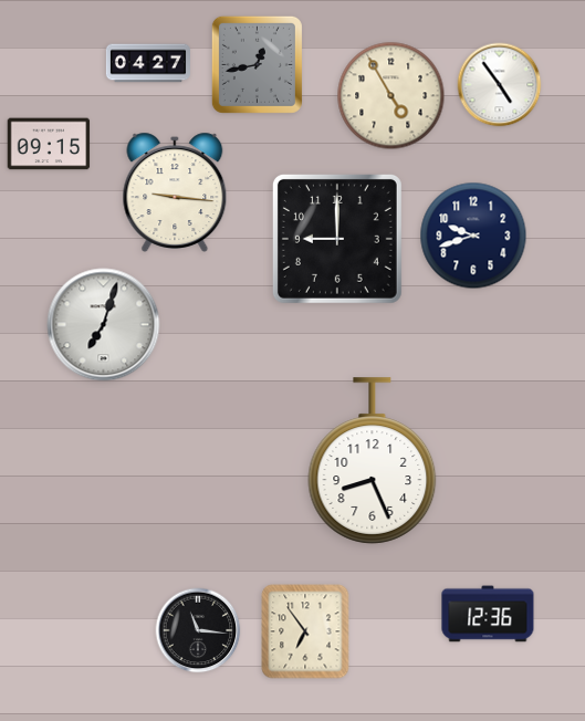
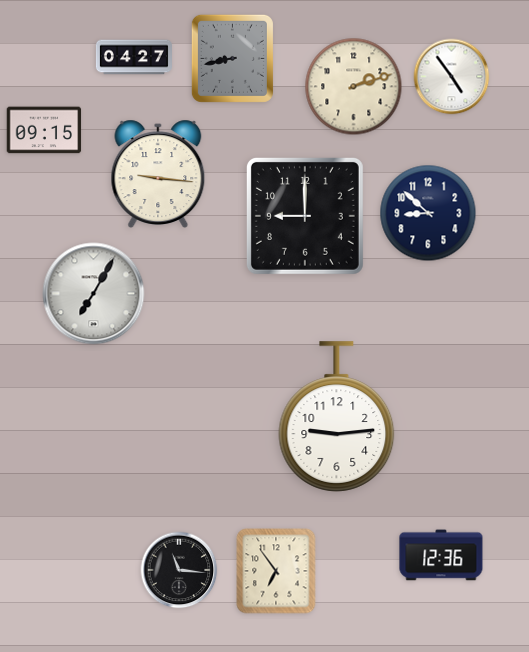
clock at (257, 64): 12:43 -> 8:43
clock at (391, 96): 4:55 -> 2:12
clock at (473, 236): 9:42 -> 8:52
clock at (104, 325): 7:03 -> 7:05
clock at (373, 461): 8:26 -> 9:14
